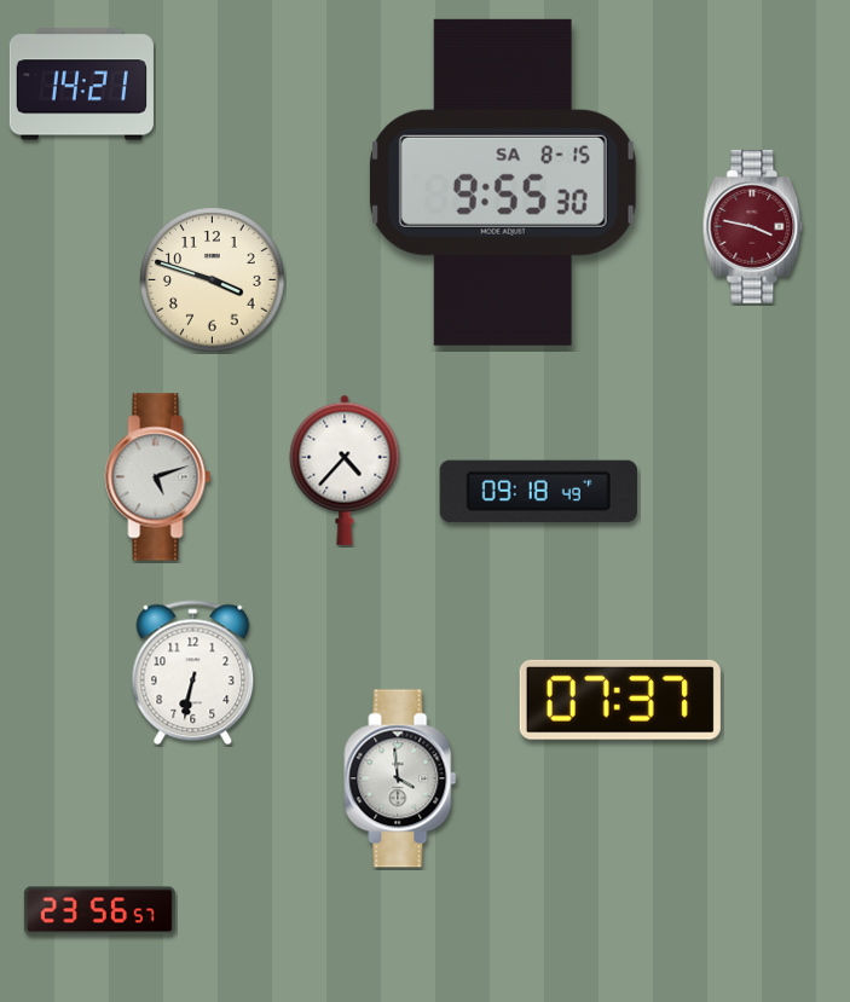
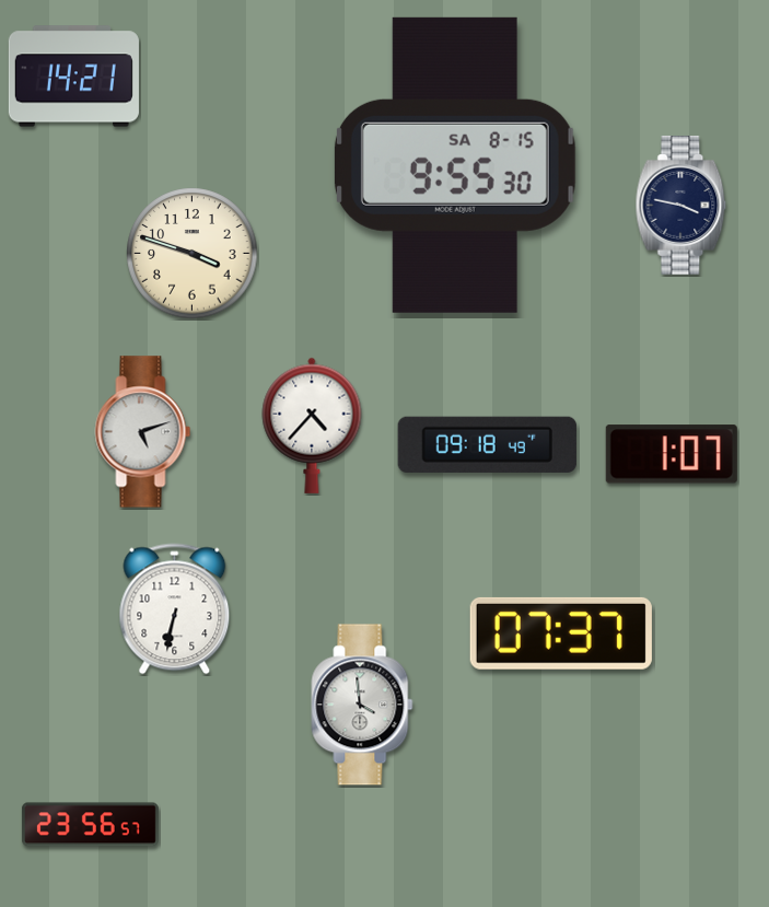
clock at (753, 226) dial: burgundy -> navy
clock at (672, 454): none -> 1:07
